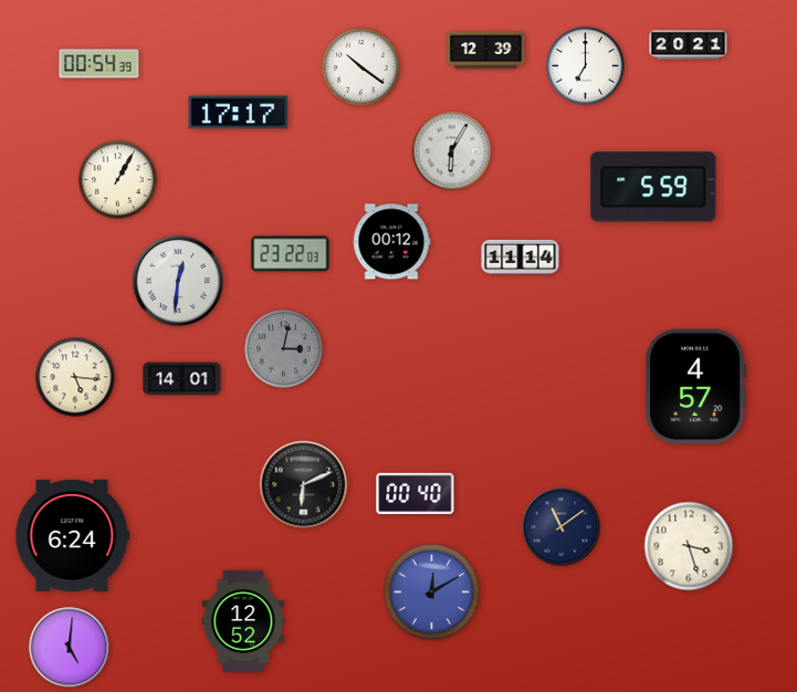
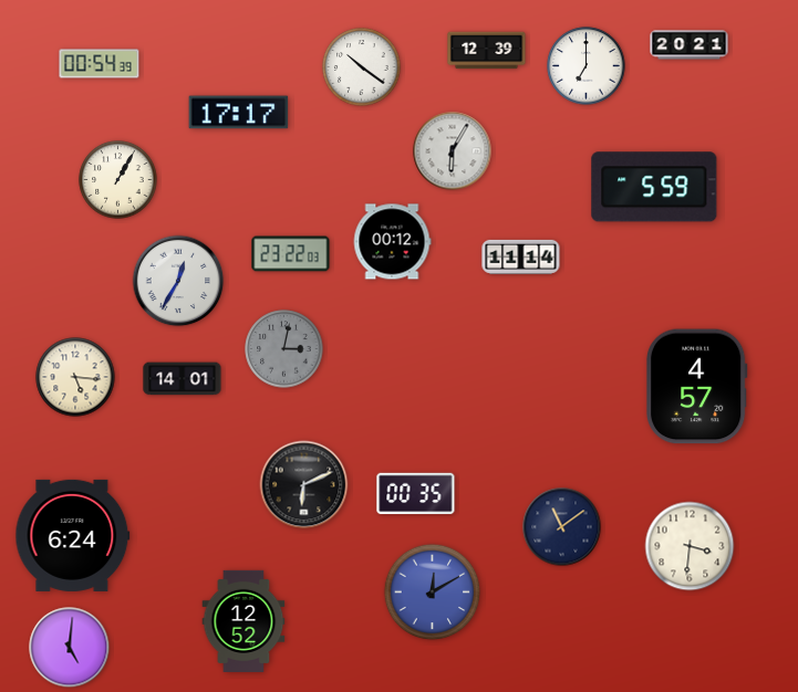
clock at (178, 281): 12:31 -> 12:35
clock at (416, 494): 00:40 -> 00:35
clock at (689, 546): 3:27 -> 3:31
